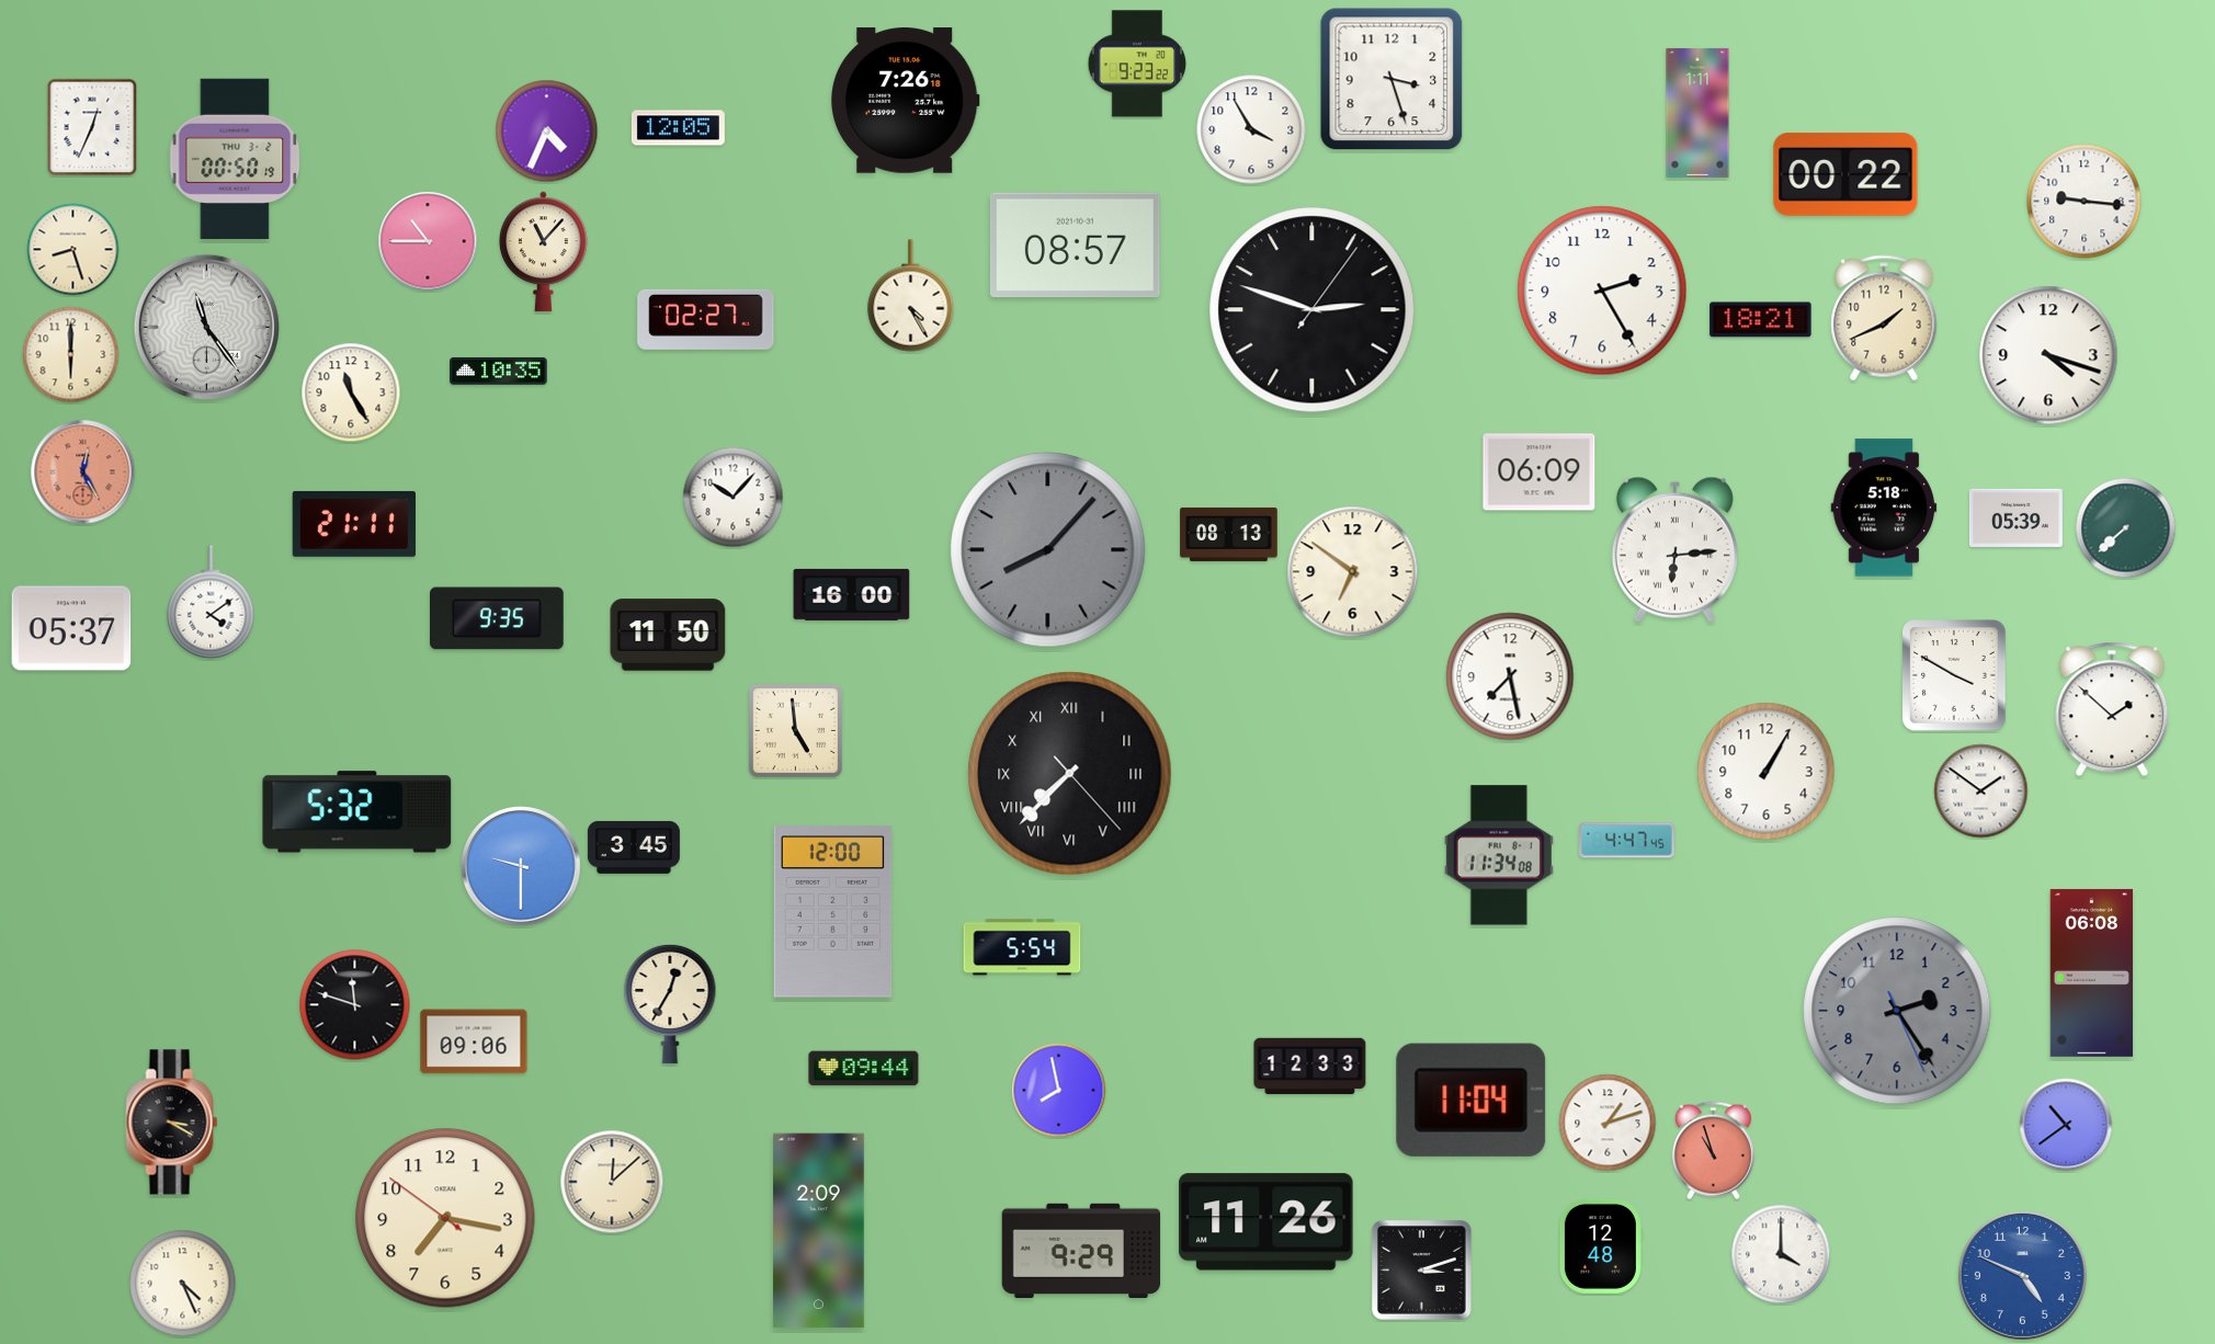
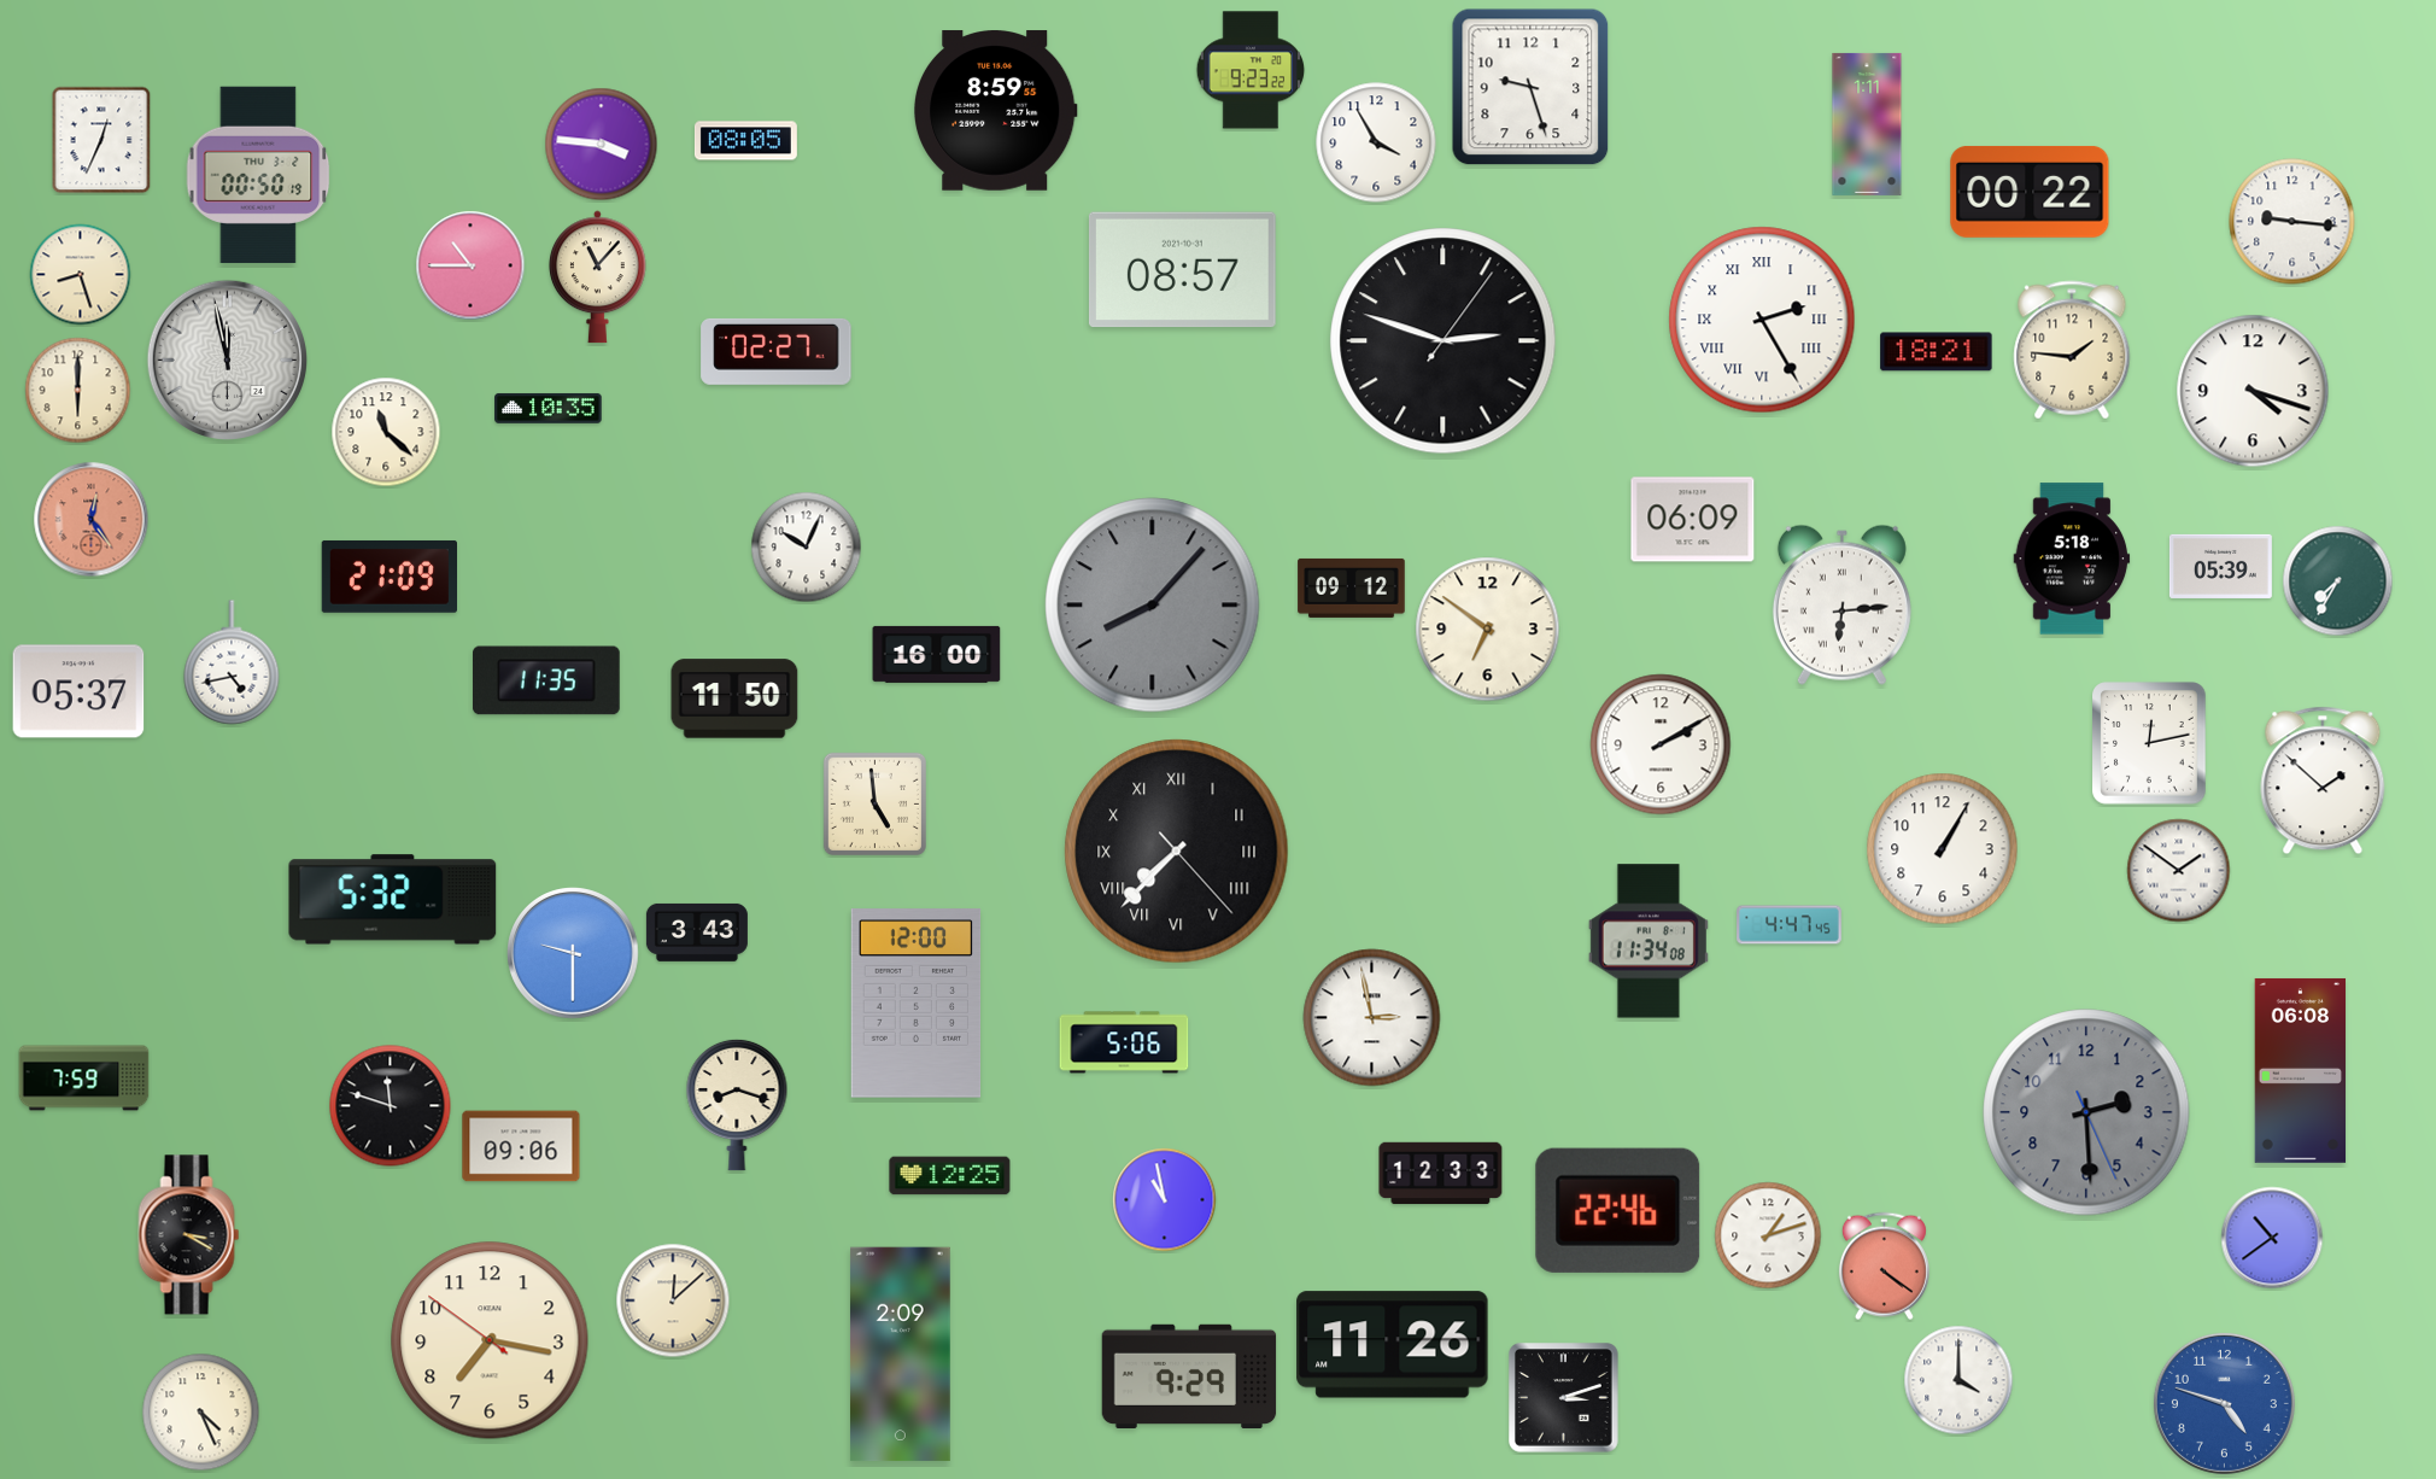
clock at (1392, 79): 3:27 -> 9:27
clock at (905, 101): 7:26 -> 8:59
clock at (678, 128): 12:05 -> 08:05
clock at (547, 132): 4:34 -> 3:46
clock at (1602, 291) numerals: Arabic -> Roman
clock at (911, 296): 4:25 -> none
clock at (1884, 318): 1:41 -> 1:46
clock at (206, 327): 11:24 -> 11:58
clock at (351, 392): 11:25 -> 11:22
clock at (83, 472): 12:25 -> 12:24
clock at (734, 498): 10:07 -> 10:04
clock at (2015, 517) position: (2015, 517) -> (2220, 566)
clock at (353, 524): 21:11 -> 21:09
clock at (2126, 528): 7:38 -> 7:35
clock at (1229, 534): 08:13 -> 09:12
clock at (211, 602): 4:09 -> 4:43
clock at (498, 618): 9:35 -> 11:35
clock at (1955, 675): 3:50 -> 12:13
clock at (1510, 676): 7:28 -> 2:10
clock at (357, 812) position: (357, 812) -> (393, 900)
clock at (634, 847): 3:45 -> 3:43
clock at (1372, 1018): none -> 2:58
clock at (1022, 947): 5:54 -> 5:06
clock at (84, 1078): none -> 7:59
clock at (670, 1004): 12:35 -> 8:18
clock at (1897, 1011): 2:24 -> 2:29
clock at (864, 1069): 09:44 -> 12:25
clock at (1059, 1091): 7:58 -> 10:58
clock at (1472, 1100): 11:04 -> 22:46
clock at (1713, 1151): 10:57 -> 4:21
clock at (1601, 1246): 12:48 -> none
clock at (2022, 1275): 4:49 -> 4:48
